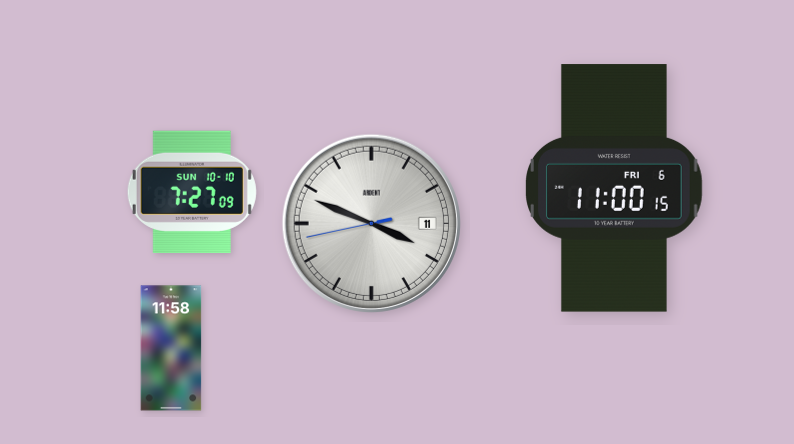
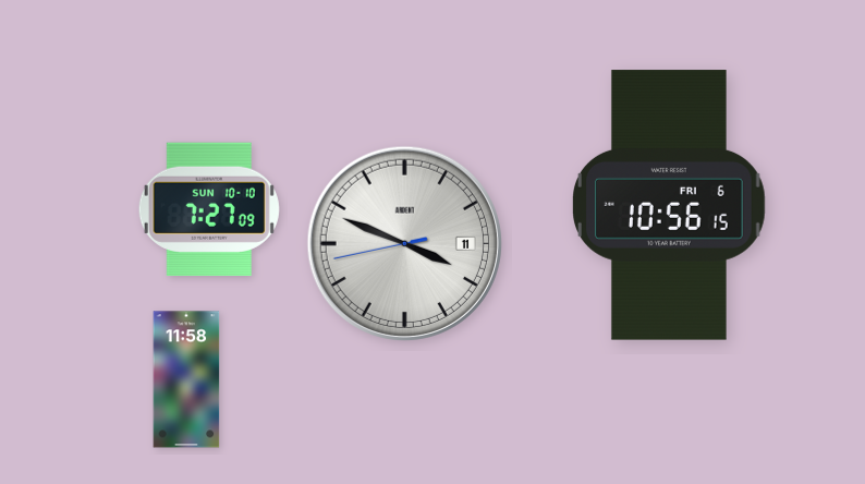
clock at (615, 188): 11:00 -> 10:56
